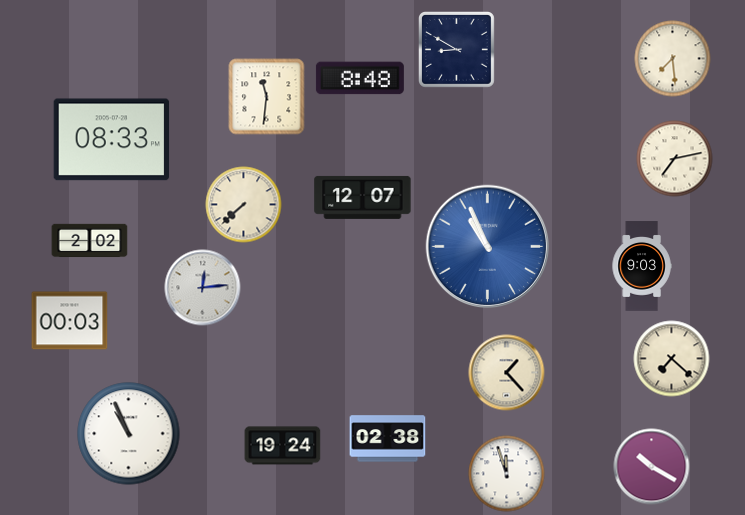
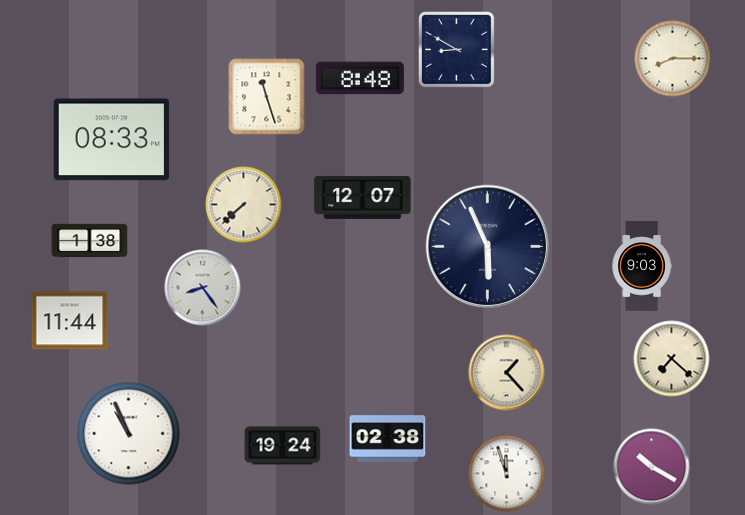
clock at (673, 59): 7:29 -> 8:15
clock at (267, 97): 11:31 -> 11:27
clock at (675, 159): 7:13 -> none
clock at (90, 241): 2:02 -> 1:38
clock at (488, 247): 10:56 -> 5:56
clock at (488, 247) dial: blue -> navy
clock at (203, 288): 12:14 -> 8:24
clock at (70, 321): 00:03 -> 11:44
